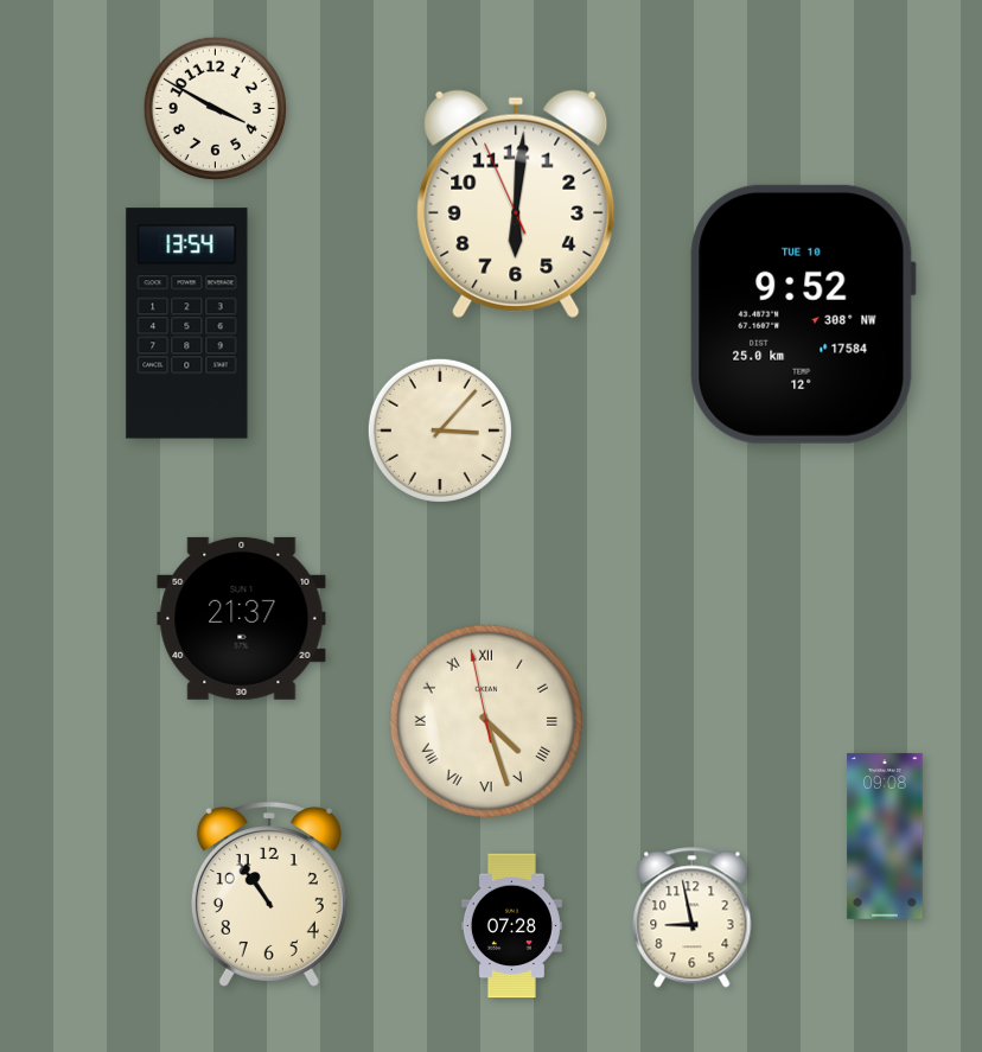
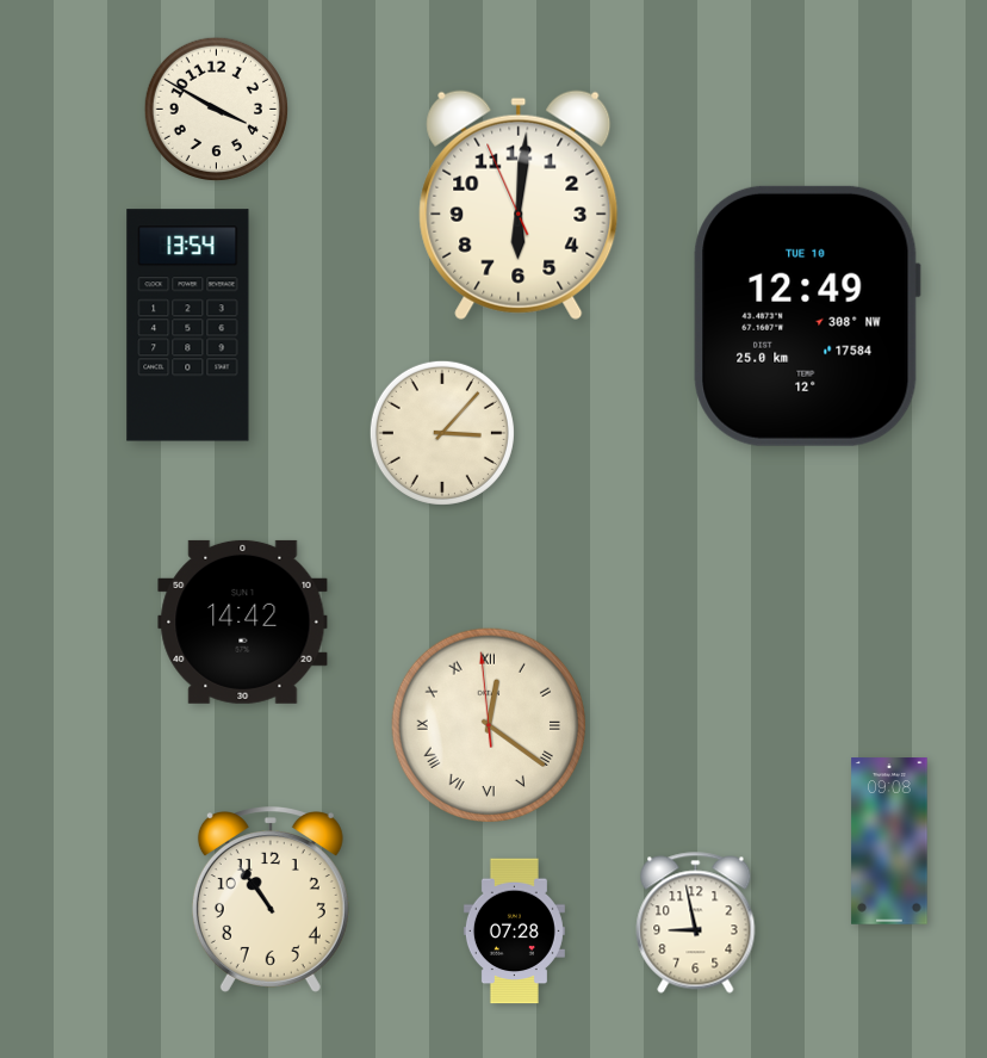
clock at (803, 314): 9:52 -> 12:49
clock at (242, 618): 21:37 -> 14:42
clock at (485, 720): 4:26 -> 12:20
